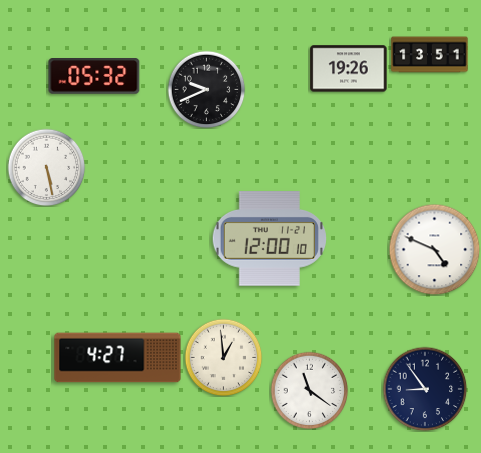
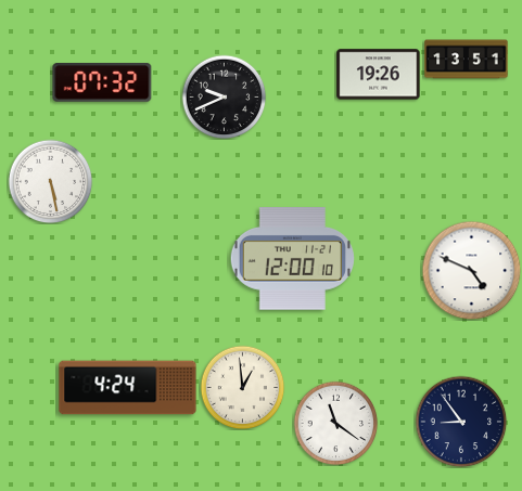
clock at (94, 76): 05:32 -> 07:32
clock at (118, 358): 4:27 -> 4:24
